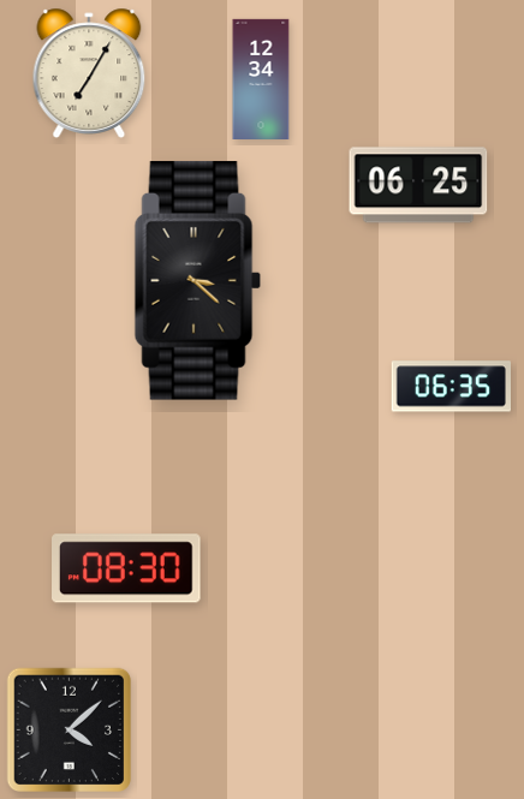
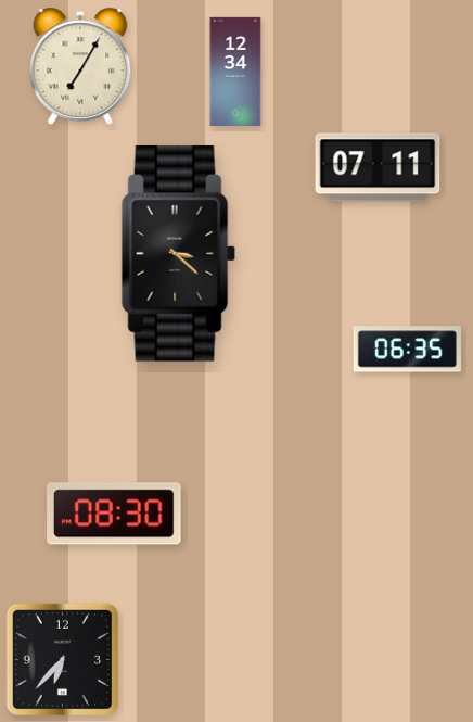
clock at (418, 185): 06:25 -> 07:11
clock at (69, 729): 4:08 -> 6:37
